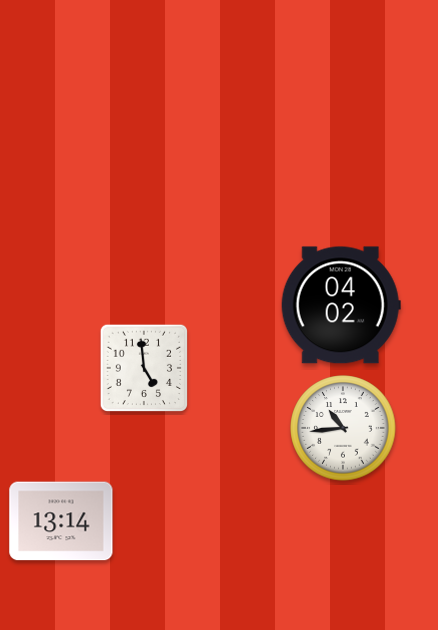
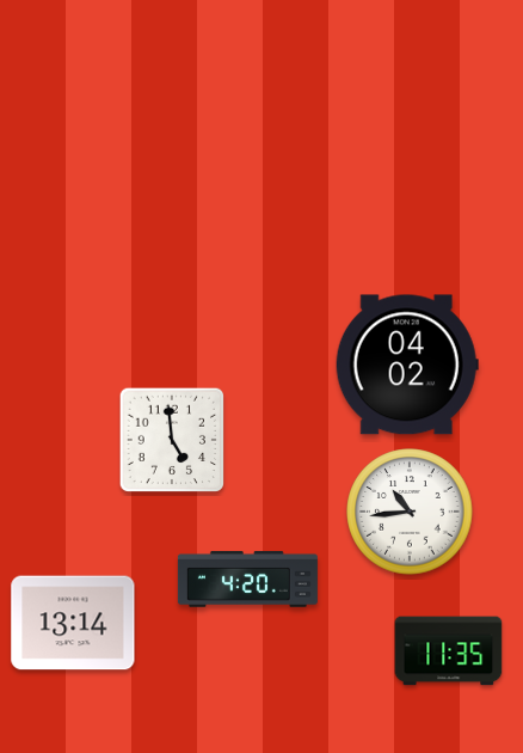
clock at (247, 580): none -> 4:20
clock at (449, 651): none -> 11:35
